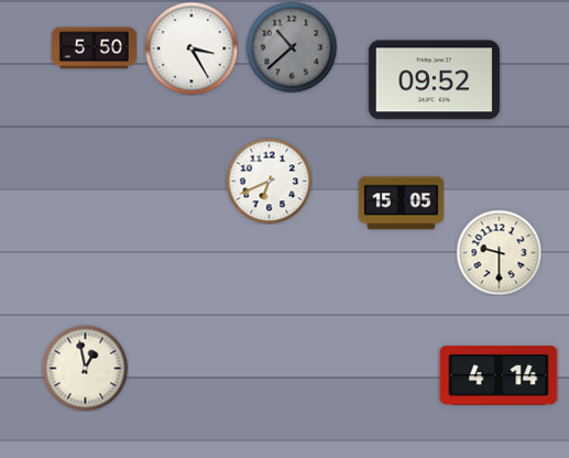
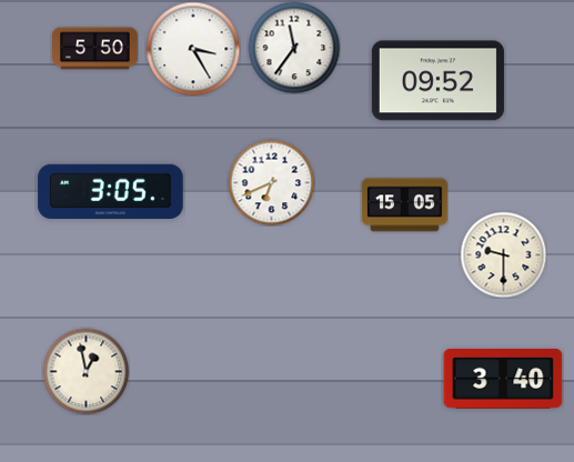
clock at (292, 47): 10:38 -> 11:36
clock at (292, 47) dial: grey -> white
clock at (111, 192): none -> 3:05
clock at (499, 375): 4:14 -> 3:40
